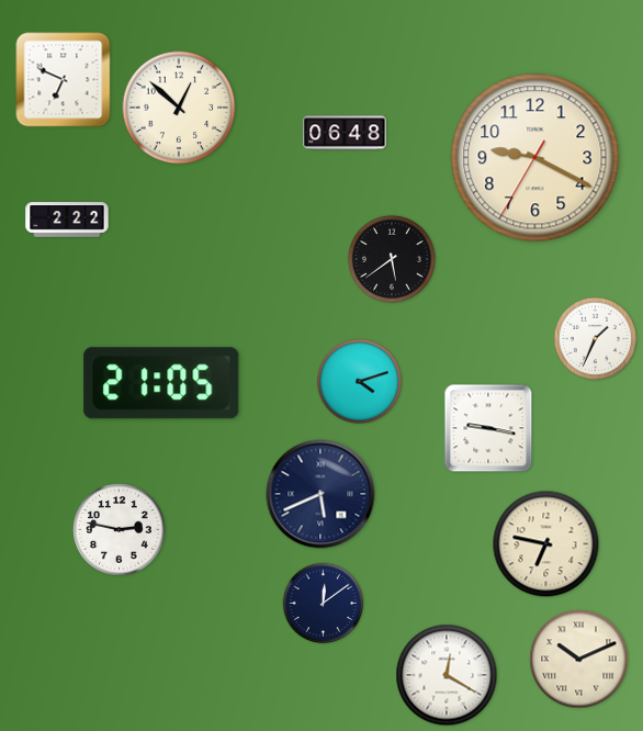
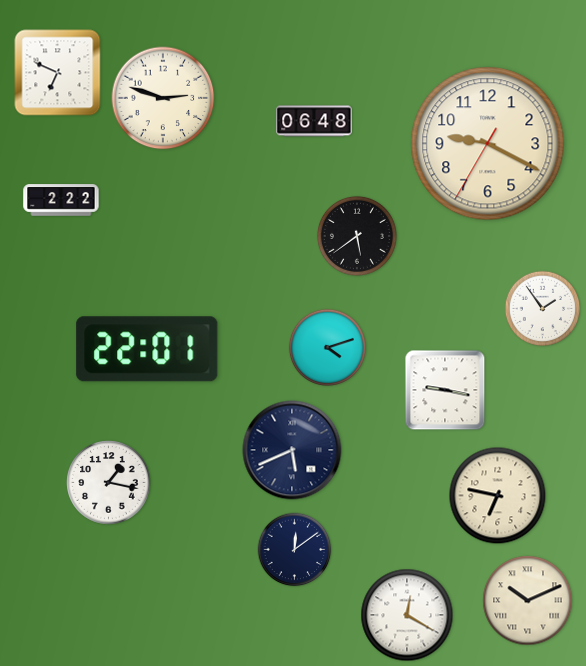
clock at (179, 108): 12:52 -> 2:48
clock at (596, 339): 1:34 -> 1:54
clock at (161, 383): 21:05 -> 22:01
clock at (120, 530): 2:47 -> 1:17
